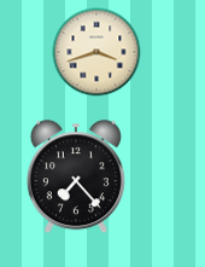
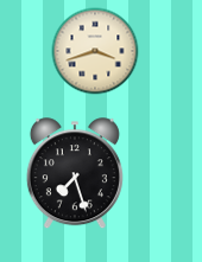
clock at (76, 178): 7:23 -> 7:27
